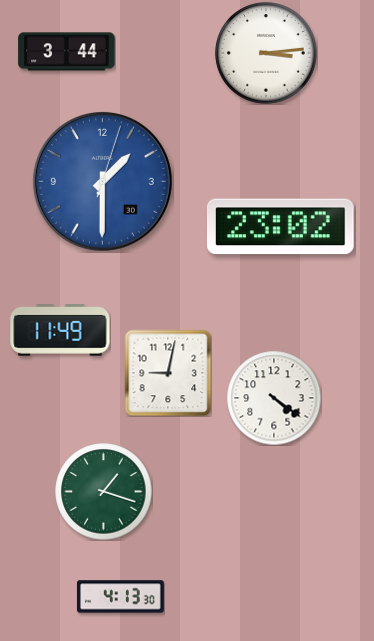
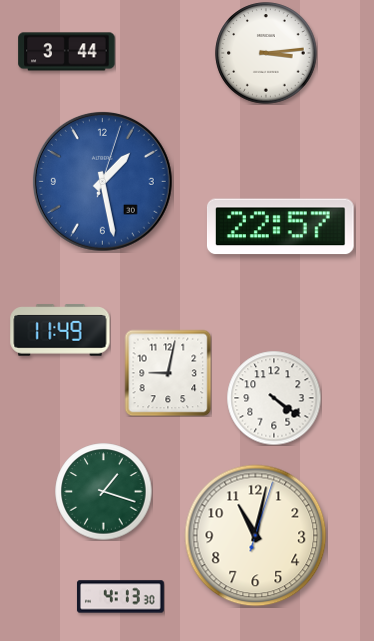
clock at (102, 181): 1:30 -> 1:28
clock at (280, 227): 23:02 -> 22:57
clock at (256, 536): none -> 11:02
